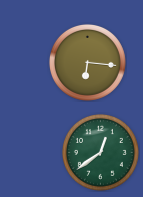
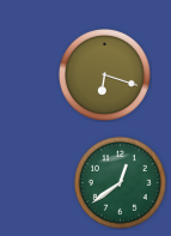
clock at (87, 62): 6:16 -> 6:18
